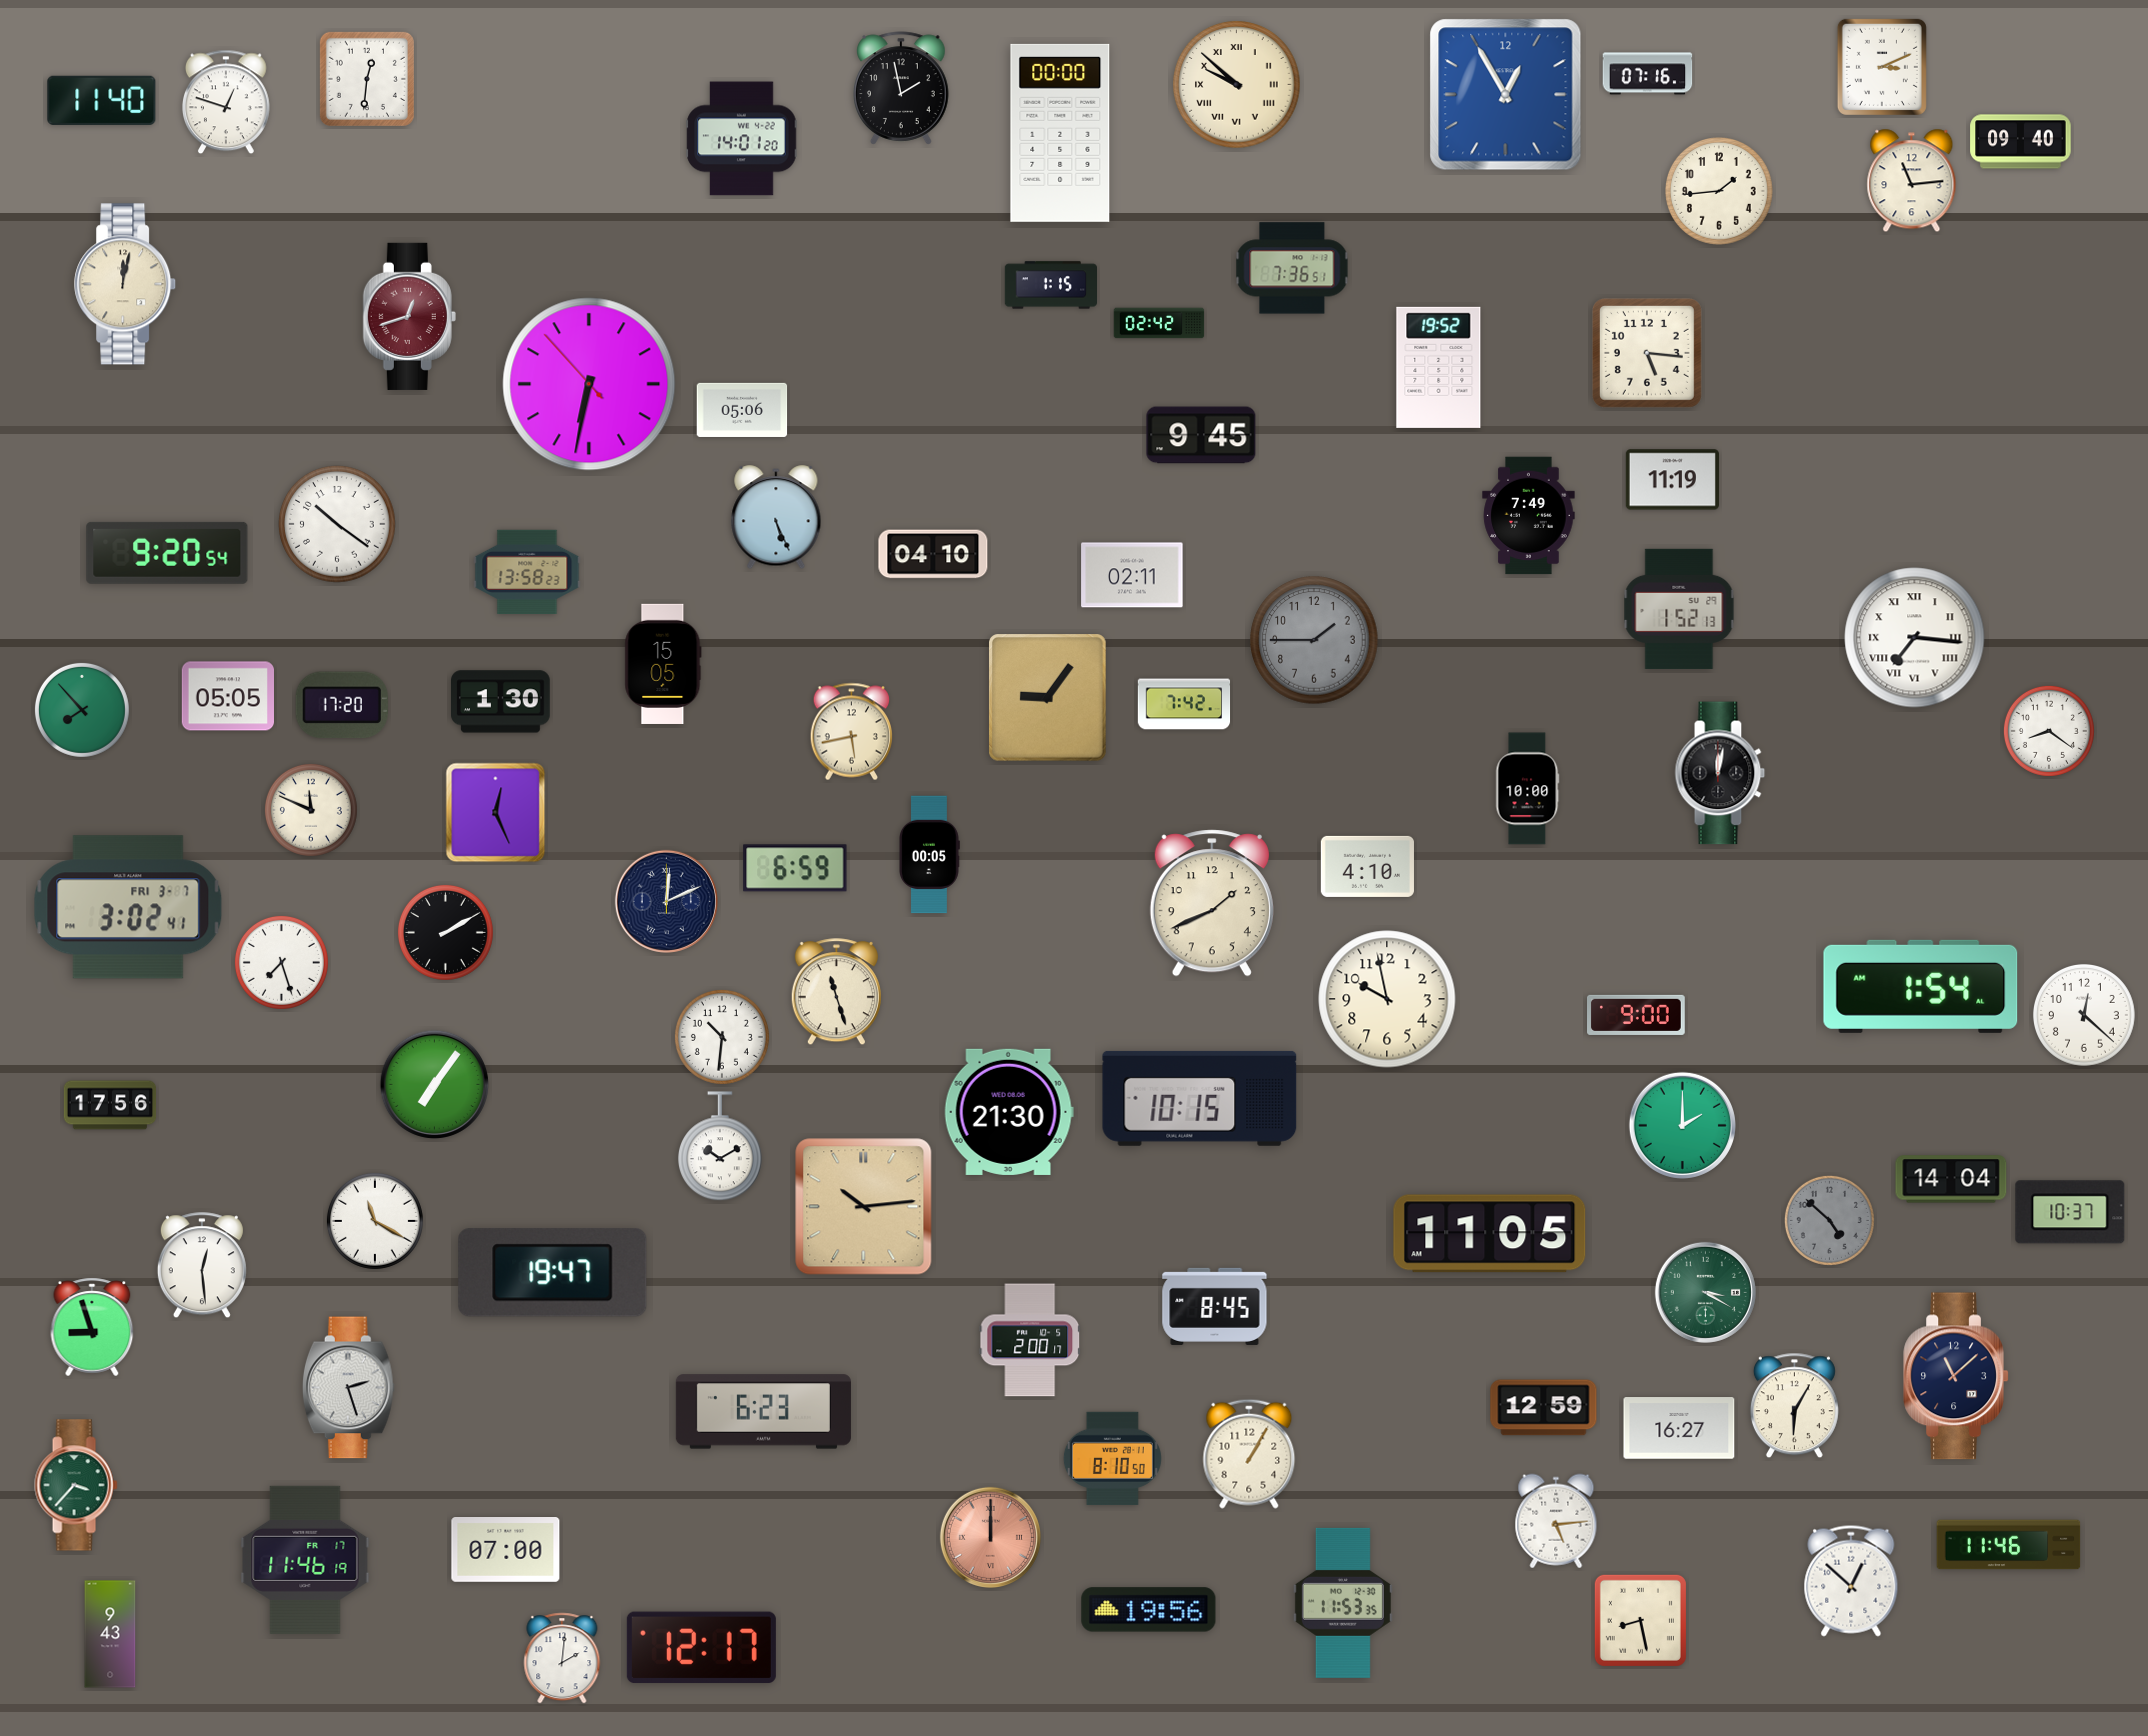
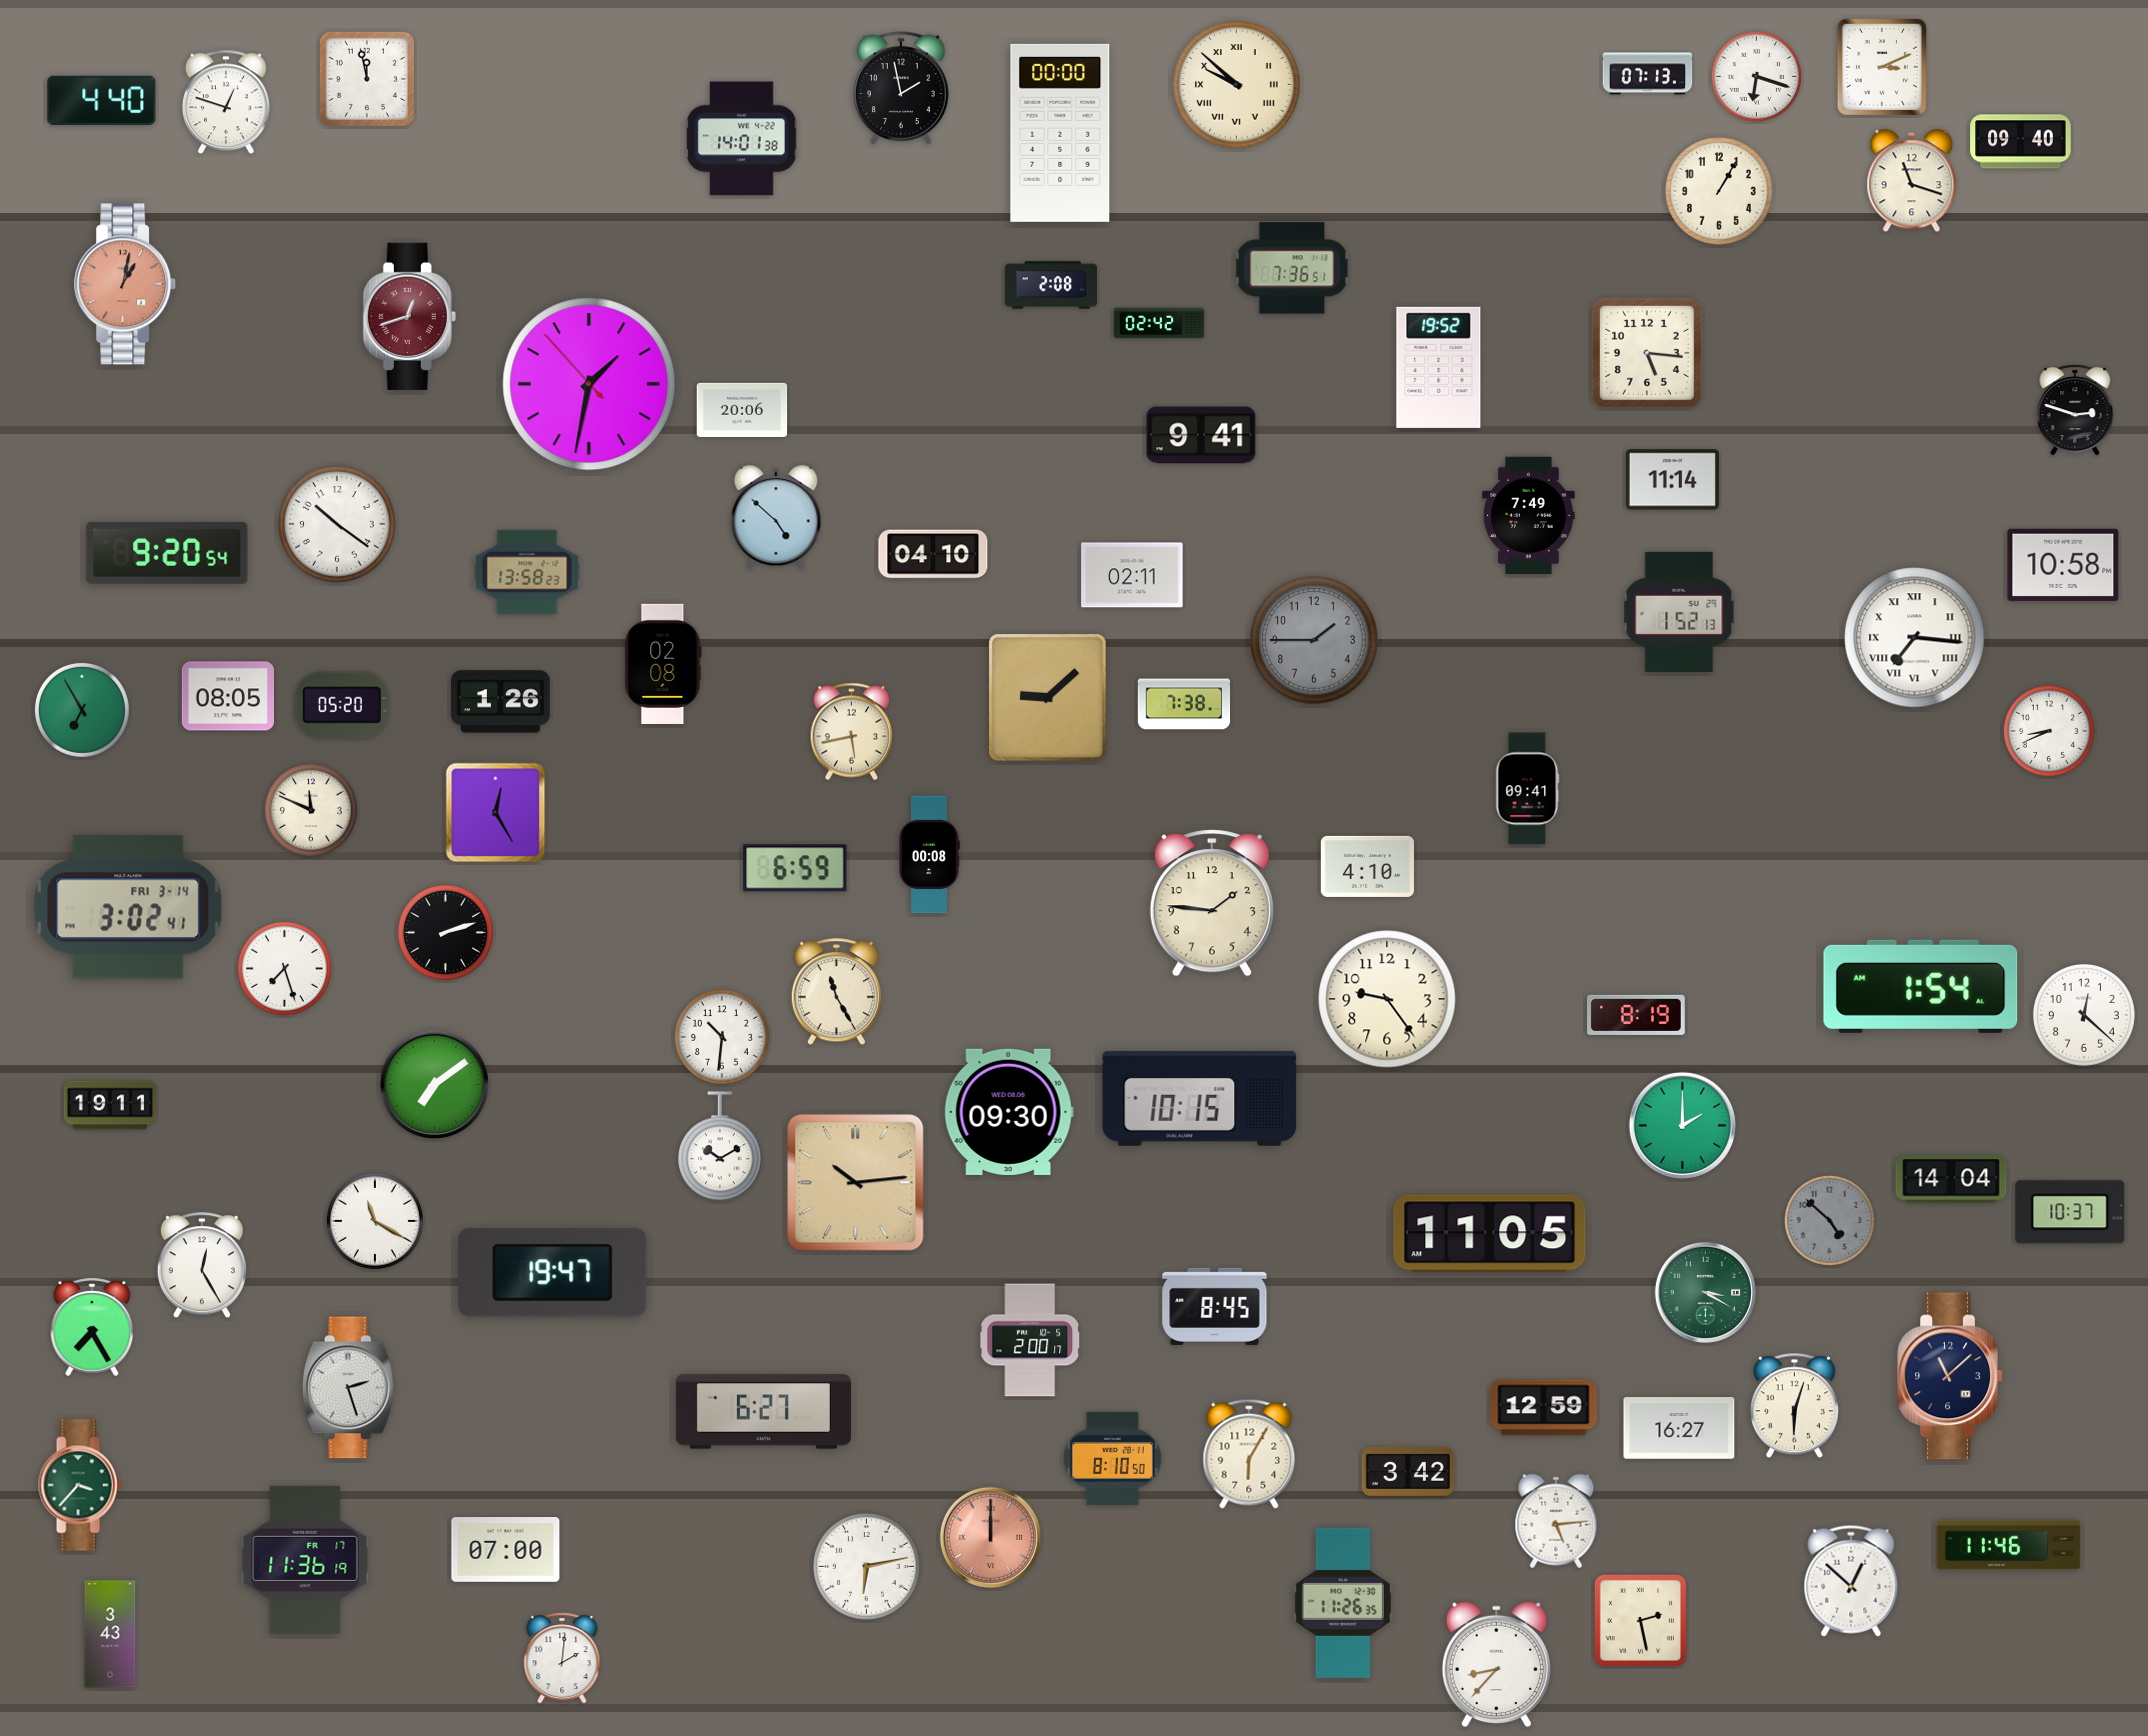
clock at (1648, 74): 07:16 -> 07:13
clock at (1756, 76): none -> 6:18
clock at (367, 79): 12:31 -> 11:58
clock at (1506, 95): 12:55 -> none
clock at (102, 100): 11:40 -> 4:40
clock at (742, 139): 14:01:20 -> 14:01:38
clock at (1912, 181): 11:14 -> 11:18
clock at (1720, 192): 1:44 -> 1:05
clock at (126, 284): 12:02 -> 1:02
clock at (126, 284) dial: cream -> salmon
clock at (1051, 285): 1:15 -> 2:08
clock at (589, 384): 6:31 -> 1:31
clock at (742, 410): 05:06 -> 20:06
clock at (2075, 410): none -> 2:48
clock at (1201, 435): 9:45 -> 9:41
clock at (1672, 480): 11:19 -> 11:14
clock at (776, 518): 5:26 -> 4:52
clock at (2063, 565): none -> 10:58
clock at (1679, 609) position: (1679, 609) -> (1679, 612)
clock at (663, 664): 15:05 -> 02:08
clock at (227, 696): 05:05 -> 08:05
clock at (1048, 698): 9:06 -> 9:08
clock at (501, 702): 1:30 -> 1:26
clock at (1184, 704): 7:42 -> 7:38
clock at (342, 705): 17:20 -> 05:20
clock at (82, 710): 7:53 -> 6:55
clock at (2049, 731): 8:21 -> 8:41
clock at (1720, 773): 12:02 -> none
clock at (1528, 789): 10:00 -> 09:41
clock at (496, 813): 12:26 -> 12:25
clock at (929, 855): 00:05 -> 00:08
clock at (666, 901): 12:11 -> none
clock at (1212, 903): 1:41 -> 1:46
clock at (128, 907) date: FRI 3-7 -> FRI 3-14
clock at (445, 932): 2:10 -> 2:12
clock at (281, 962) position: (281, 962) -> (284, 968)
clock at (836, 992): 11:27 -> 11:25
clock at (1387, 999): 9:58 -> 9:24
clock at (1637, 1015): 9:00 -> 8:19
clock at (434, 1084): 7:06 -> 7:09
clock at (110, 1105): 17:56 -> 19:11
clock at (1009, 1112): 21:30 -> 09:30
clock at (864, 1207) position: (864, 1207) -> (856, 1183)
clock at (202, 1266): 12:29 -> 12:25
clock at (92, 1327): 8:57 -> 7:25
clock at (1956, 1376) position: (1956, 1376) -> (1950, 1376)
clock at (1794, 1406): 6:05 -> 6:03
clock at (763, 1412): 6:23 -> 6:27
clock at (1249, 1454): 1:05 -> 6:05
clock at (1408, 1472): none -> 3:42
clock at (76, 1485) position: (76, 1485) -> (80, 1485)
clock at (305, 1560): 11:46 -> 11:36
clock at (867, 1567): none -> 6:13
clock at (1343, 1603): 11:53 -> 11:26
clock at (1149, 1610): 19:56 -> none
clock at (1640, 1620): 8:28 -> 2:28
clock at (110, 1634): 9:43 -> 3:43
clock at (701, 1648): 12:17 -> none
clock at (1496, 1665): none -> 8:37
